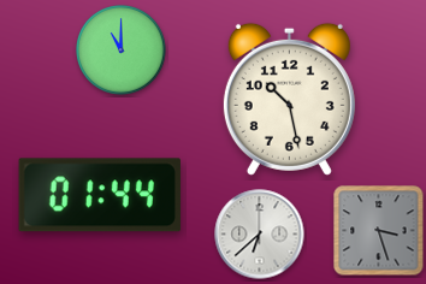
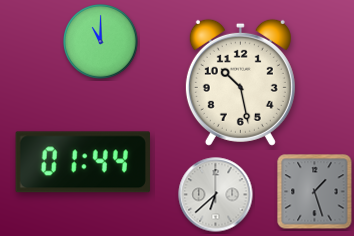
clock at (379, 231): 3:27 -> 1:27
